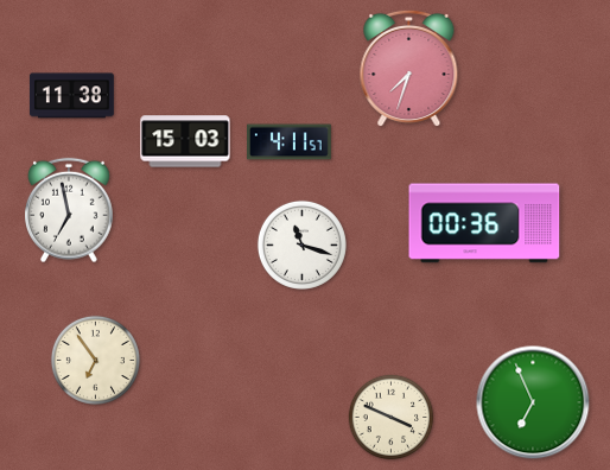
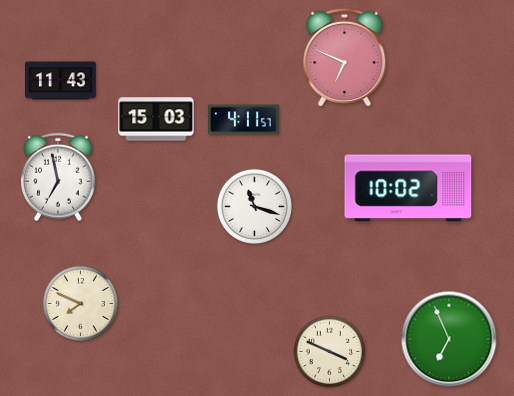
clock at (409, 68): 7:33 -> 6:49
clock at (71, 96): 11:38 -> 11:43
clock at (484, 223): 00:36 -> 10:02
clock at (95, 360): 6:54 -> 7:49
